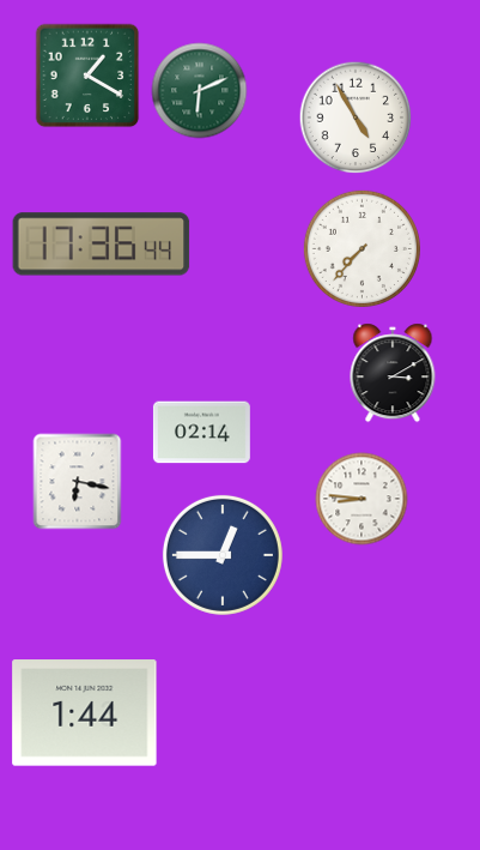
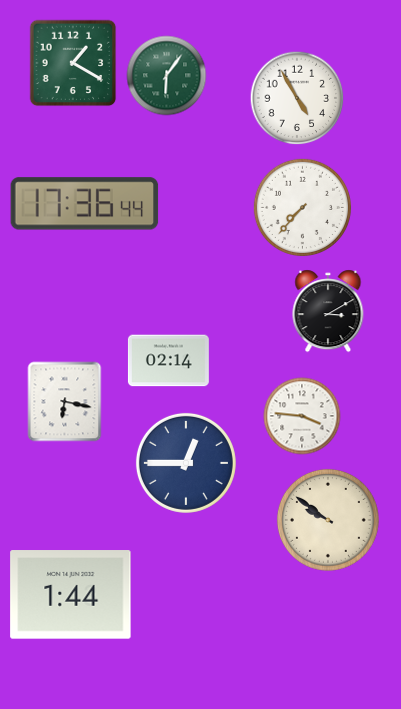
clock at (200, 91): 6:11 -> 6:06
clock at (361, 499): 8:46 -> 3:46
clock at (328, 520): none -> 9:51
